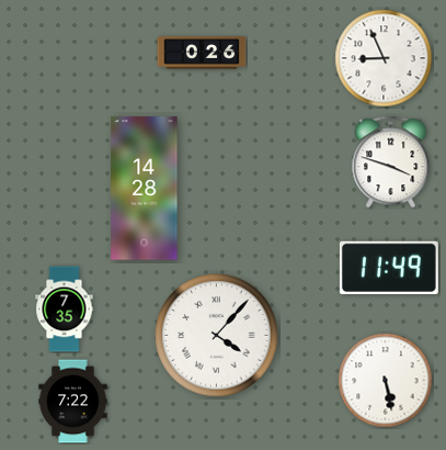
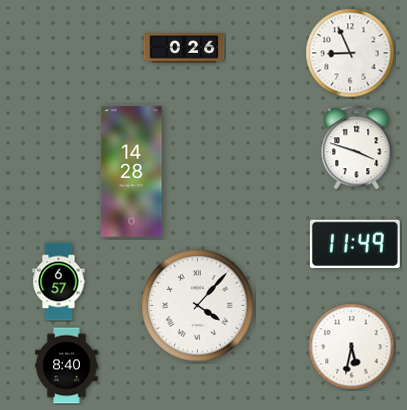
clock at (65, 310): 7:35 -> 6:57
clock at (386, 381): 5:28 -> 5:32
clock at (73, 402): 7:22 -> 8:40
